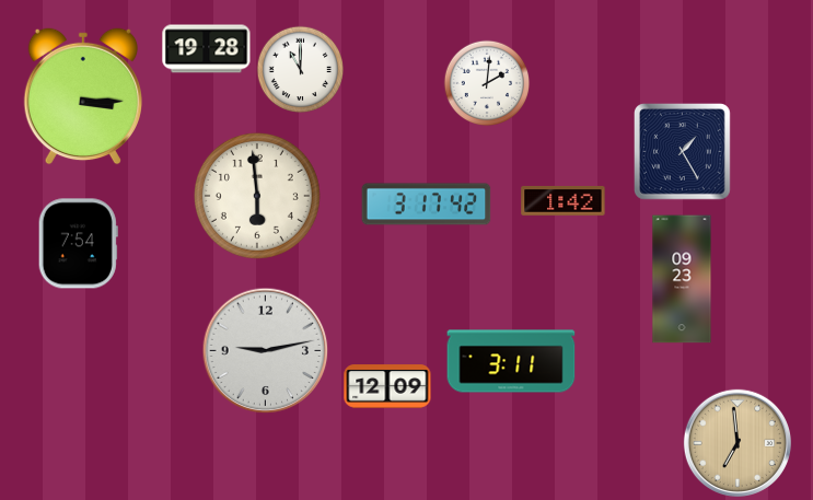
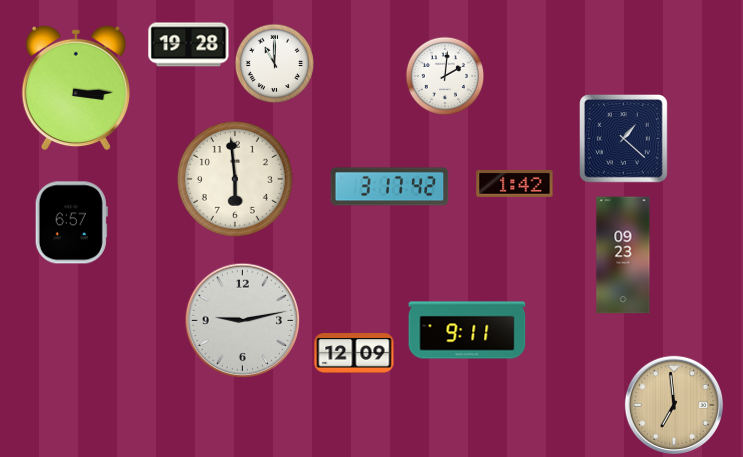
clock at (683, 152): 1:25 -> 1:22
clock at (78, 244): 7:54 -> 6:57
clock at (511, 361): 3:11 -> 9:11
